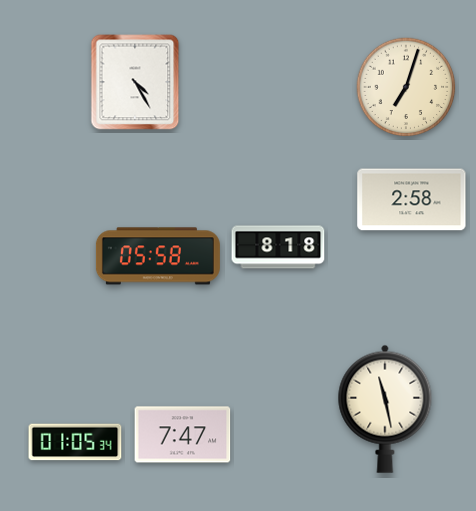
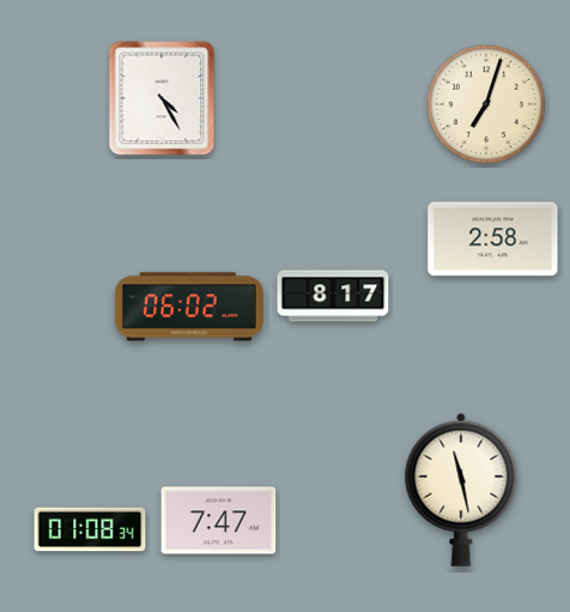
clock at (278, 247): 8:18 -> 8:17
clock at (158, 256): 05:58 -> 06:02
clock at (75, 442): 01:05 -> 01:08
